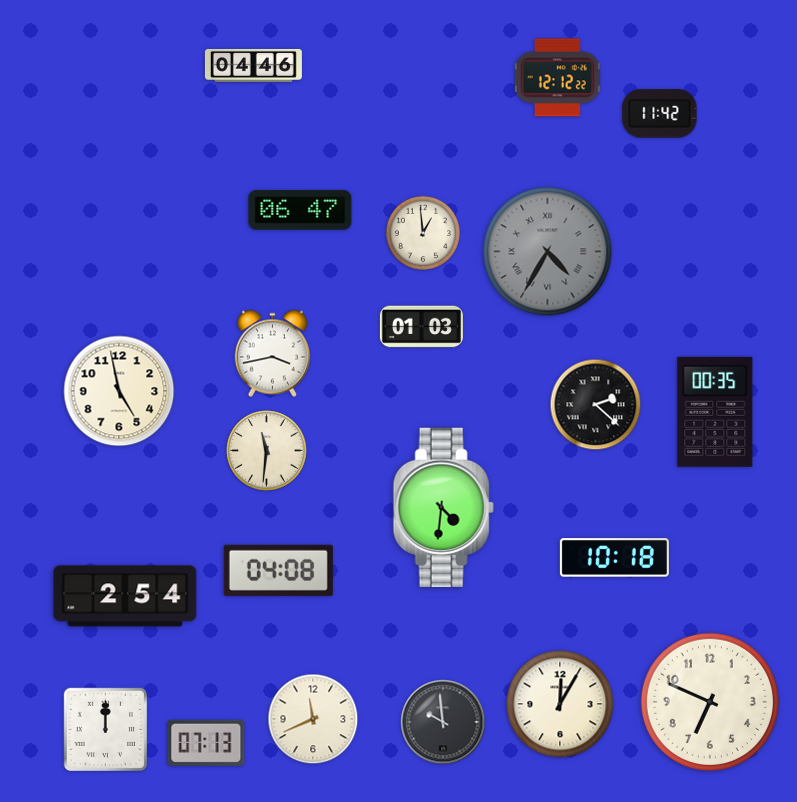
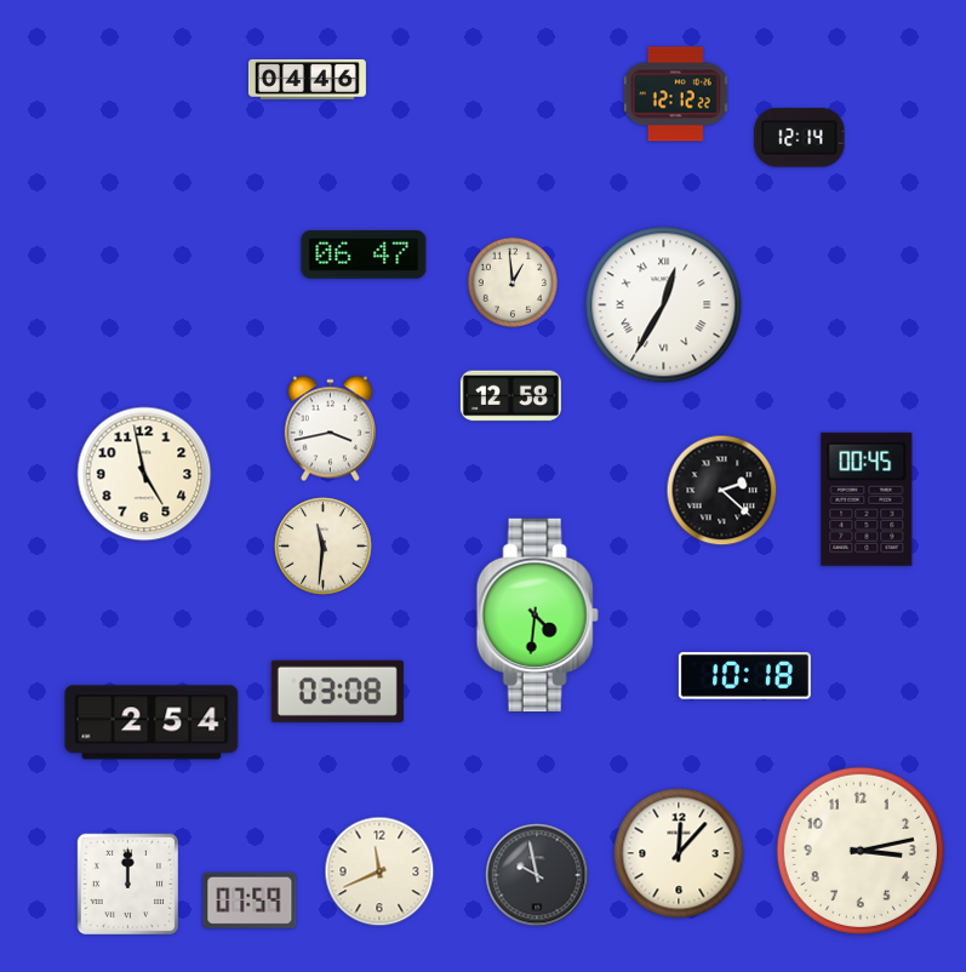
clock at (660, 114): 11:42 -> 12:14
clock at (548, 252): 4:35 -> 12:35
clock at (548, 252) dial: grey -> white
clock at (421, 327): 01:03 -> 12:58
clock at (715, 412): 00:35 -> 00:45
clock at (278, 570): 04:08 -> 03:08
clock at (710, 702): 6:49 -> 3:13
clock at (560, 704): 12:05 -> 12:07
clock at (443, 722): 9:59 -> 9:58
clock at (206, 743): 07:13 -> 07:59
